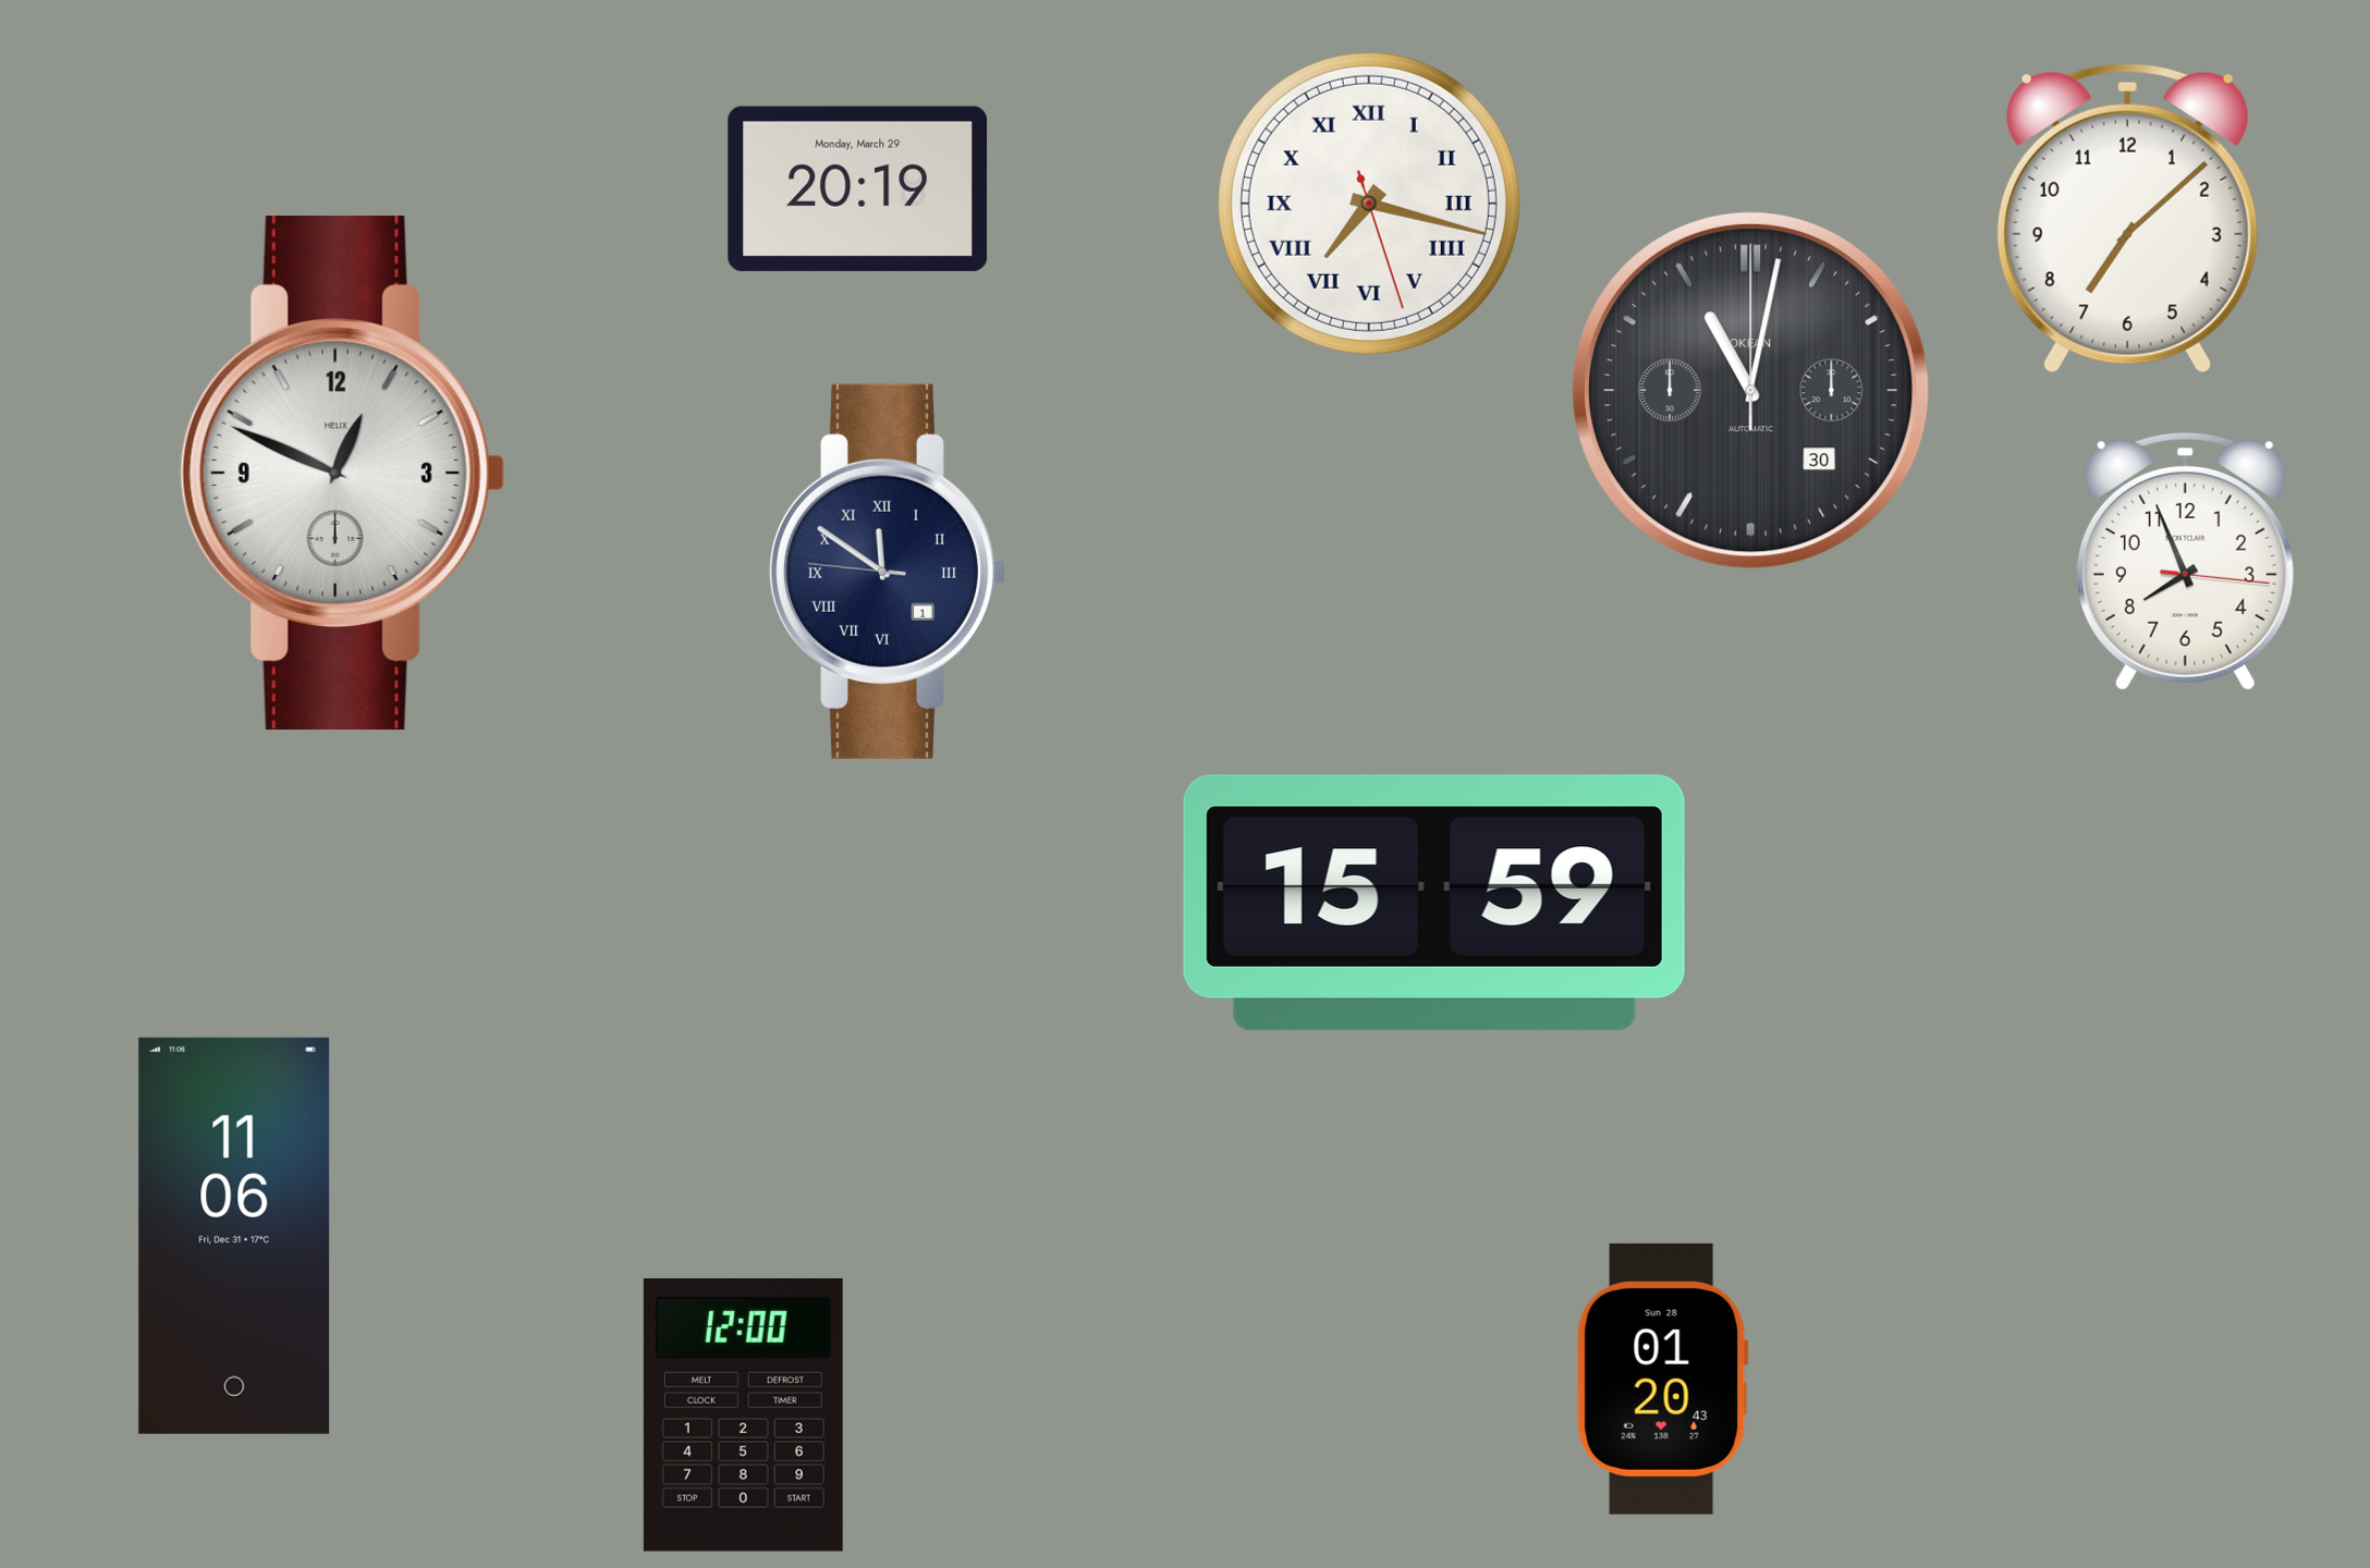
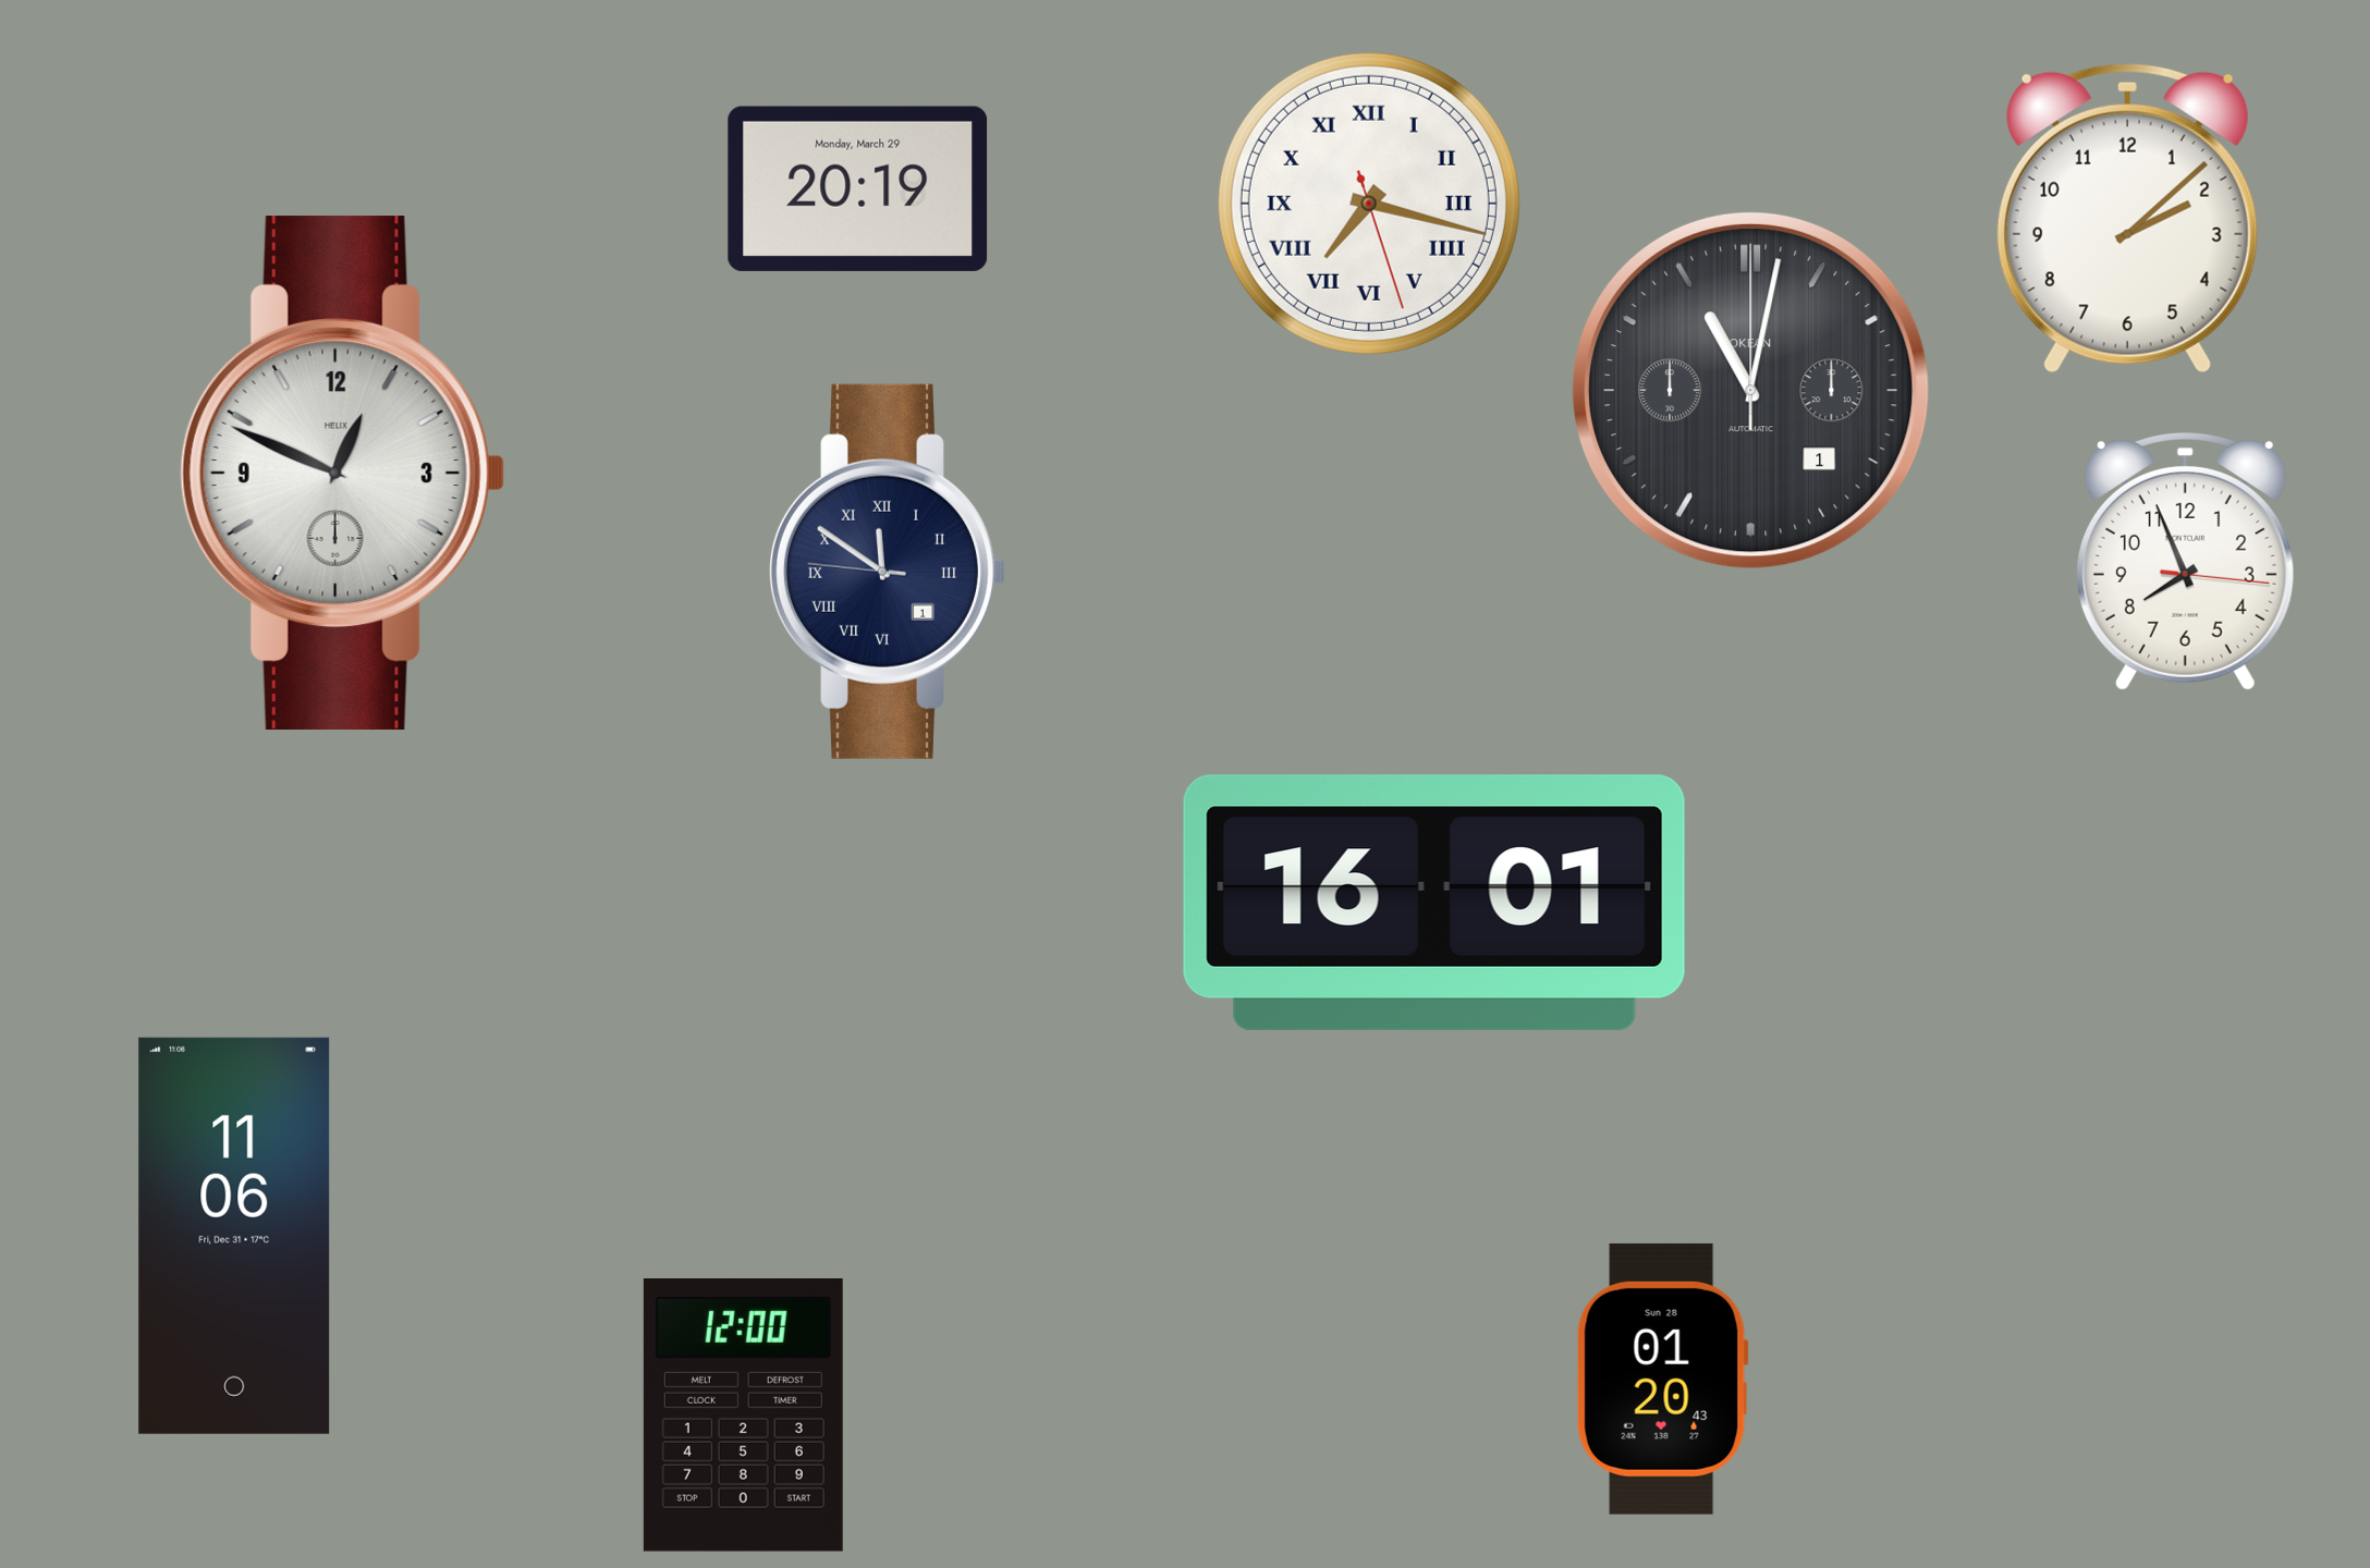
clock at (2127, 218): 7:08 -> 2:08
clock at (1750, 390) date: 30 -> 1
clock at (1434, 903): 15:59 -> 16:01
